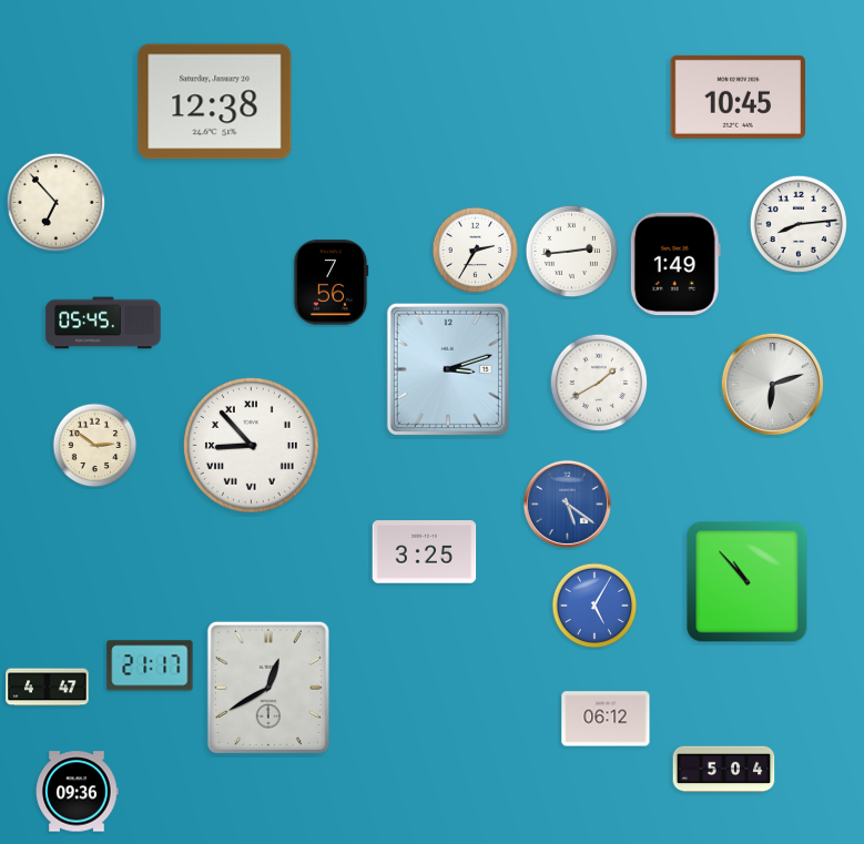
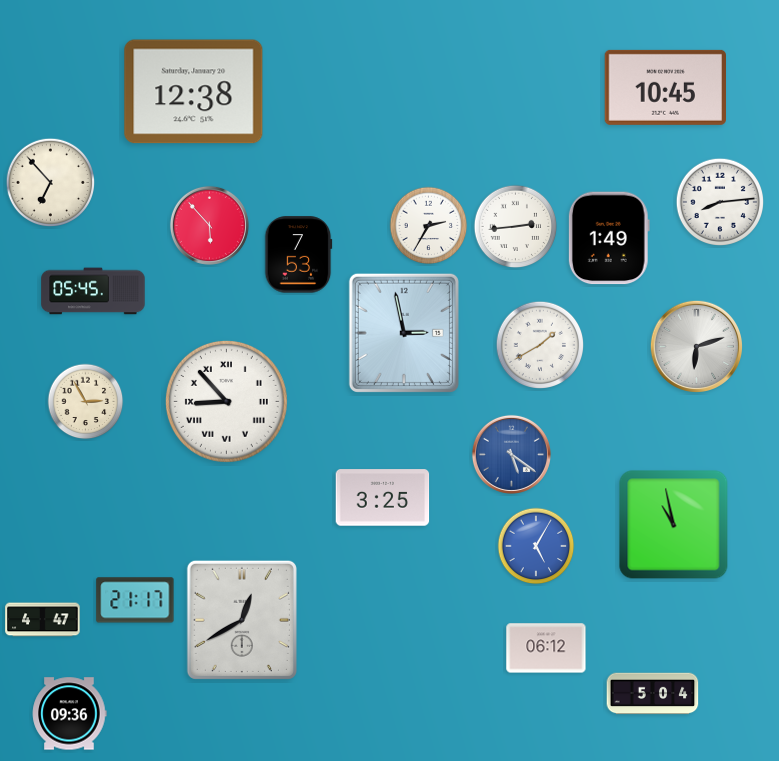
clock at (209, 225): none -> 5:53
clock at (331, 283): 7:56 -> 7:53
clock at (448, 369): 3:12 -> 2:58
clock at (95, 446): 2:51 -> 2:55
clock at (748, 582): 10:53 -> 10:58
